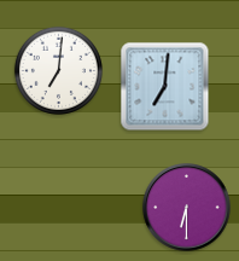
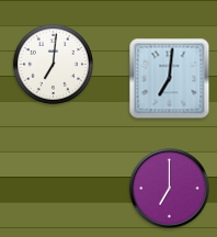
clock at (165, 87) position: (165, 87) -> (170, 79)
clock at (187, 208): 6:30 -> 7:00
